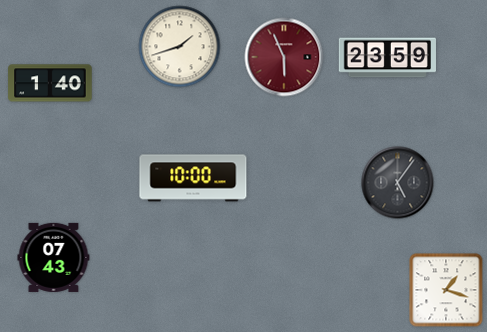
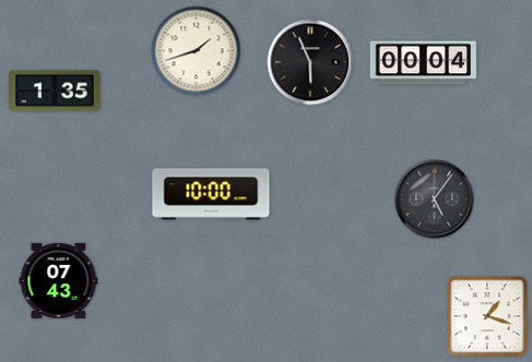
clock at (284, 57) dial: burgundy -> black
clock at (387, 58): 23:59 -> 00:04
clock at (50, 83): 1:40 -> 1:35
